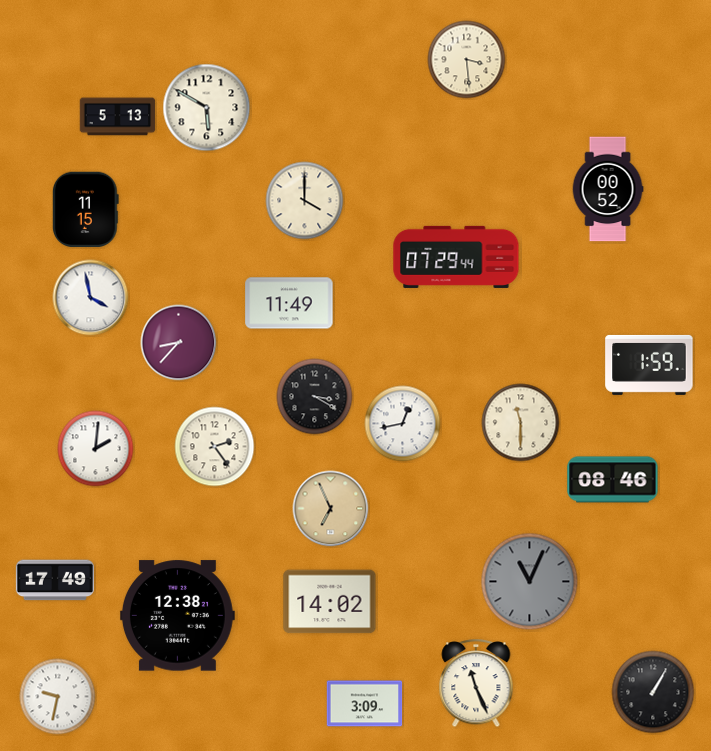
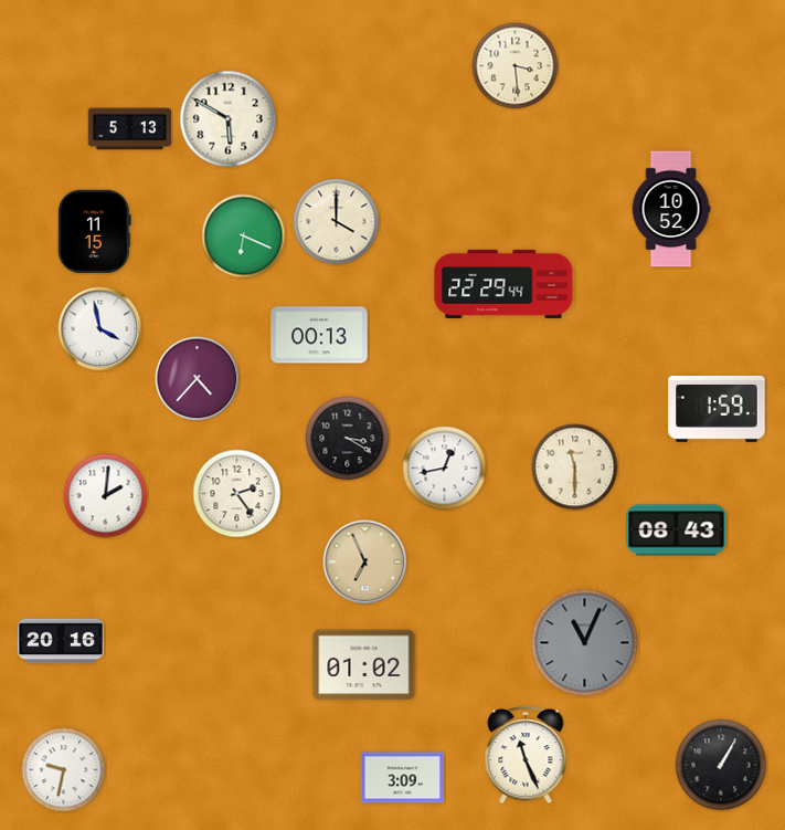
clock at (608, 189): 00:52 -> 10:52
clock at (244, 237): none -> 6:19
clock at (456, 257): 07:29 -> 22:29
clock at (289, 303): 11:49 -> 00:13
clock at (179, 343): 8:37 -> 4:37
clock at (649, 365) position: (649, 365) -> (717, 409)
clock at (613, 480): 08:46 -> 08:43
clock at (55, 580): 17:49 -> 20:16
clock at (330, 602): 14:02 -> 01:02
clock at (177, 616): 12:38 -> none
